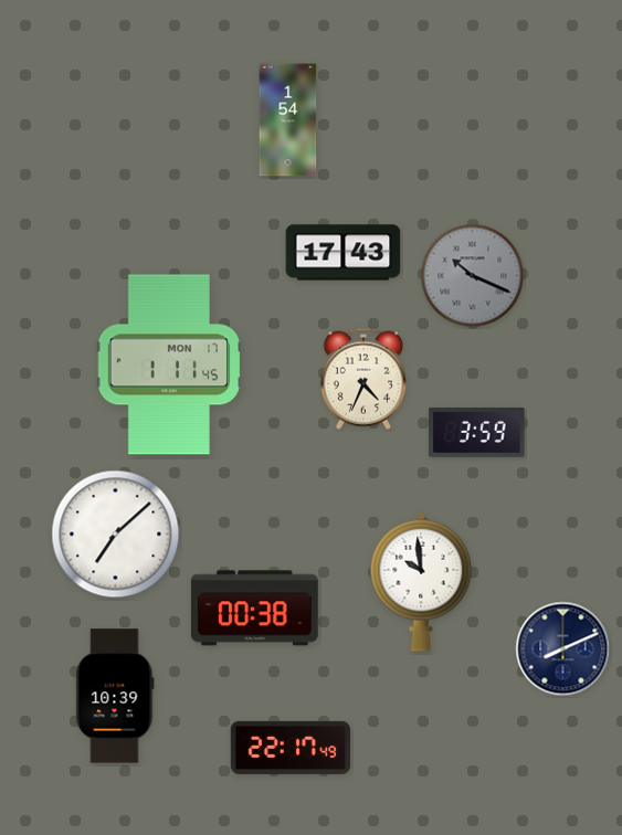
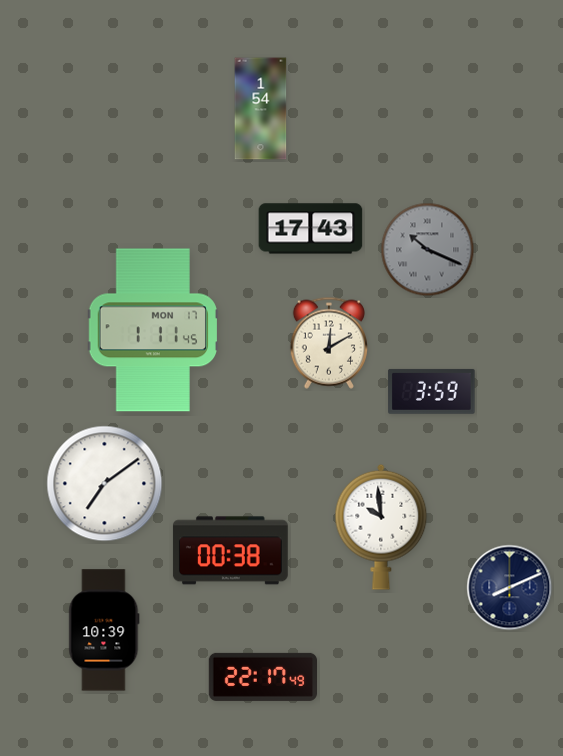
clock at (363, 379): 4:34 -> 12:10
clock at (116, 535): 7:08 -> 7:09
